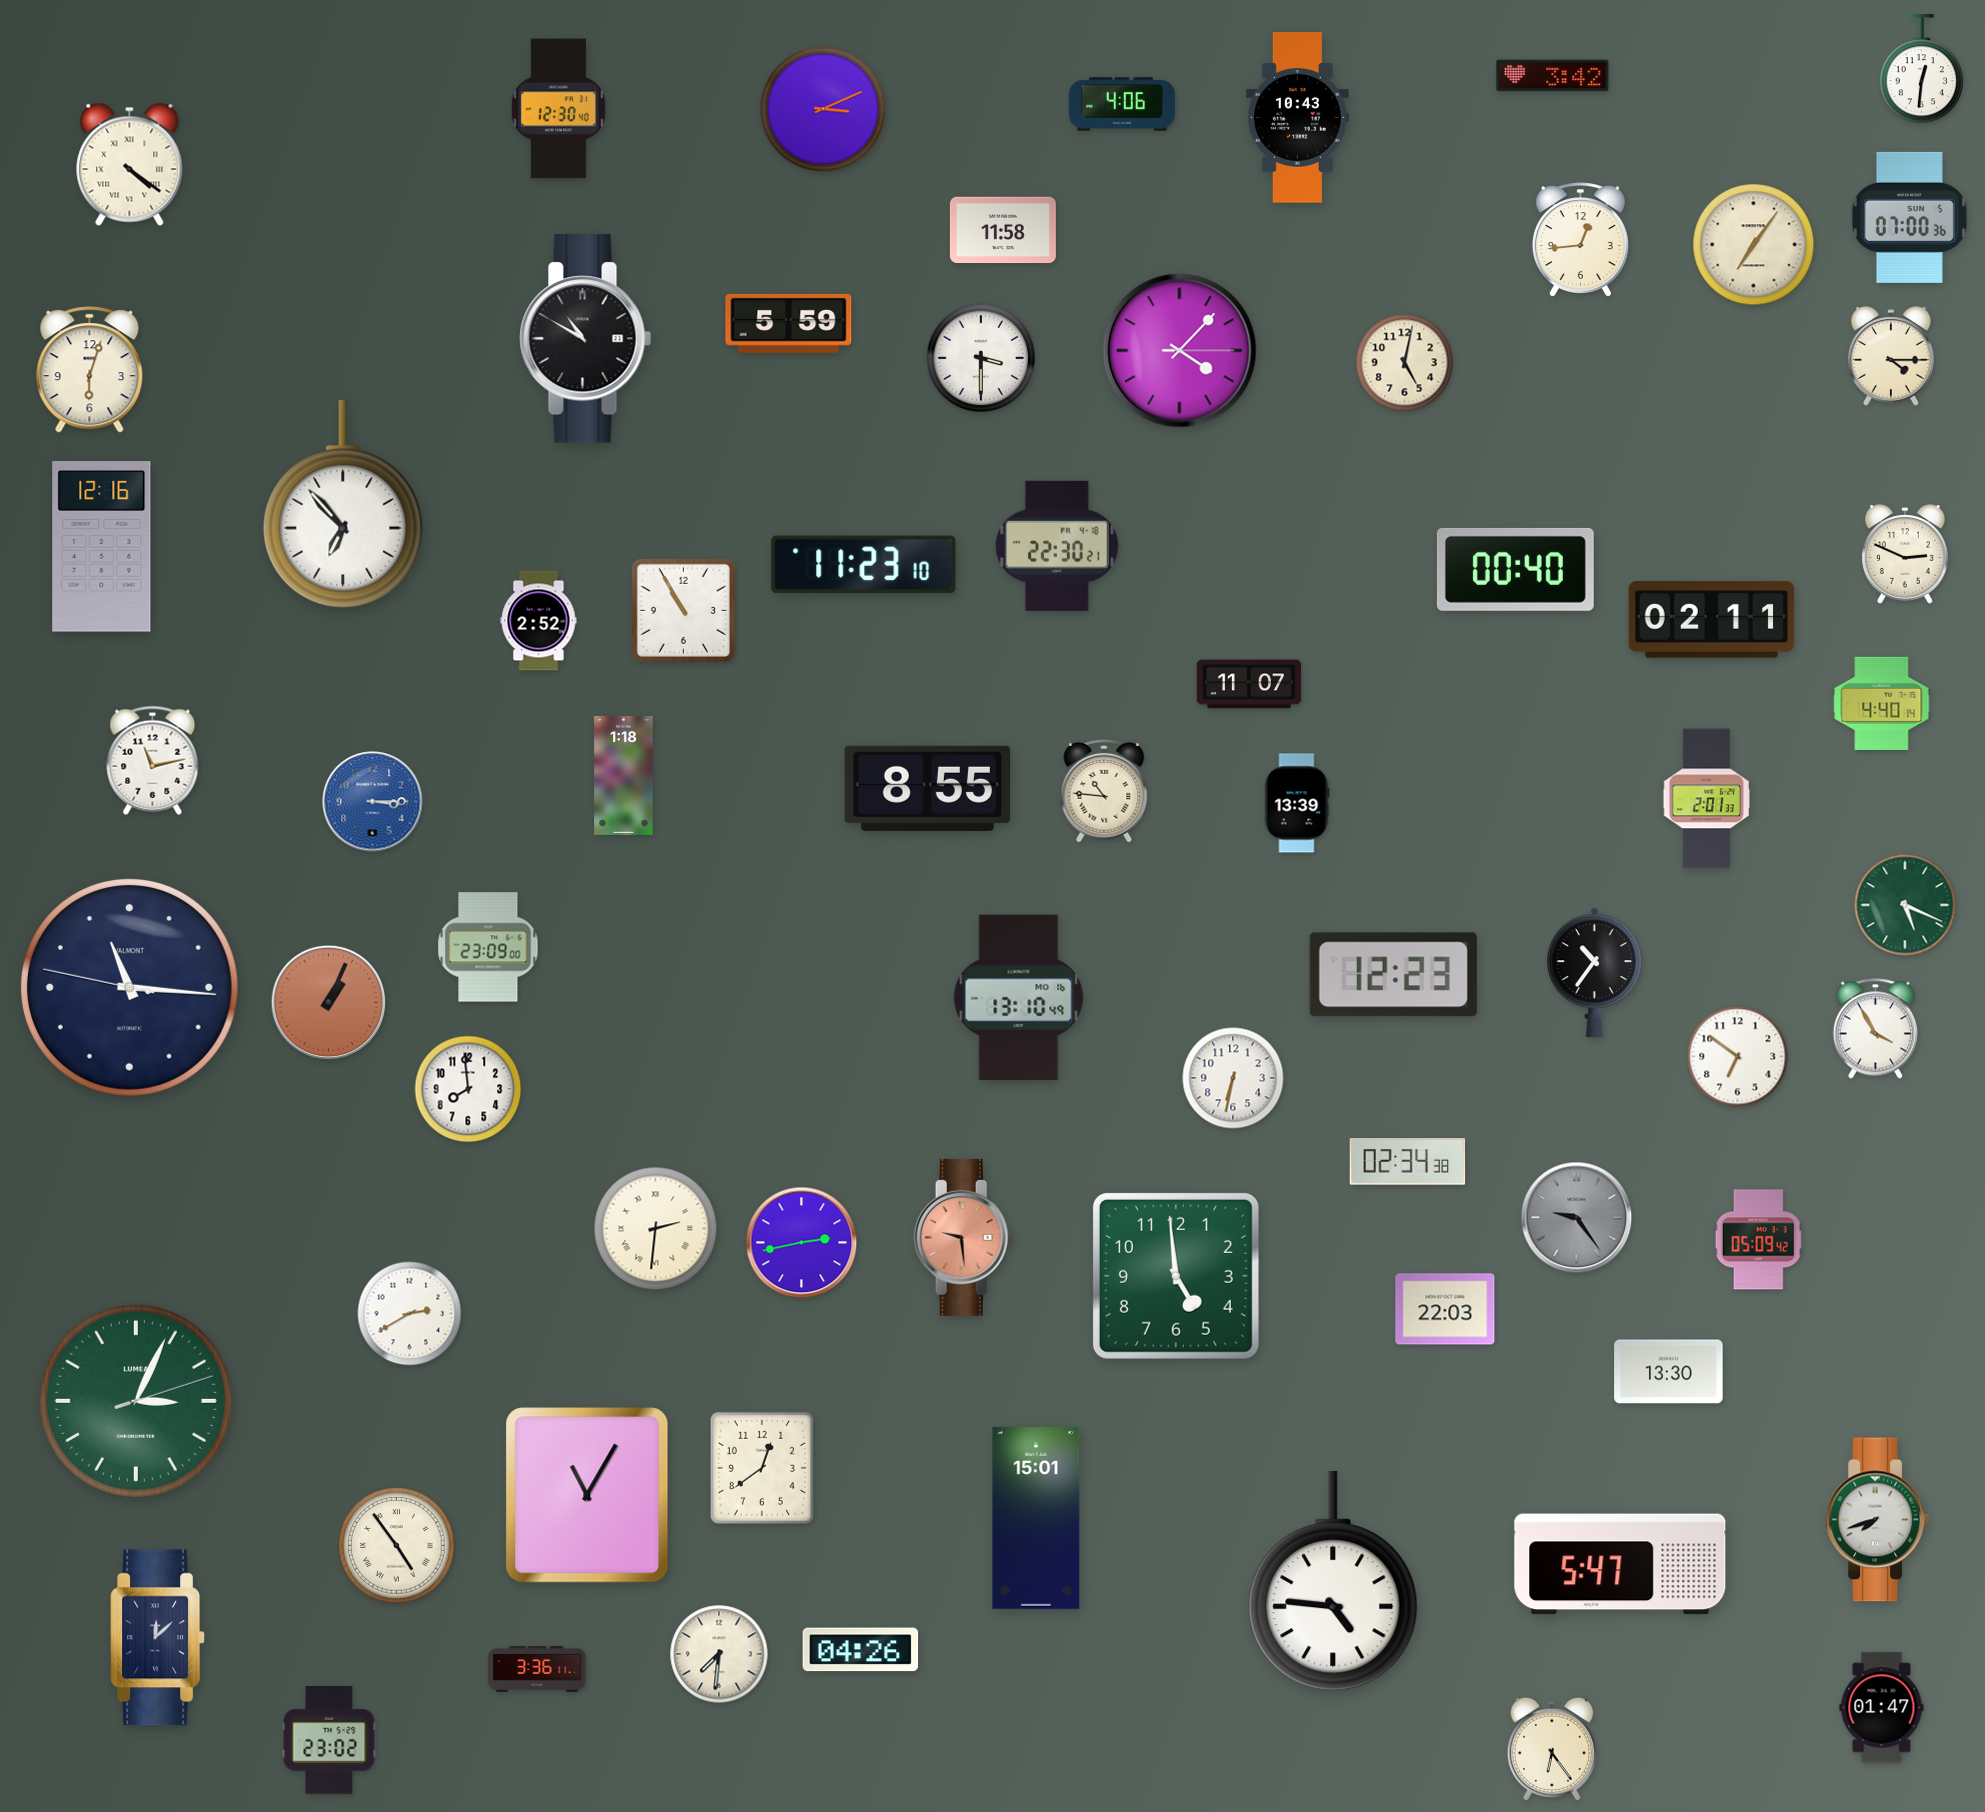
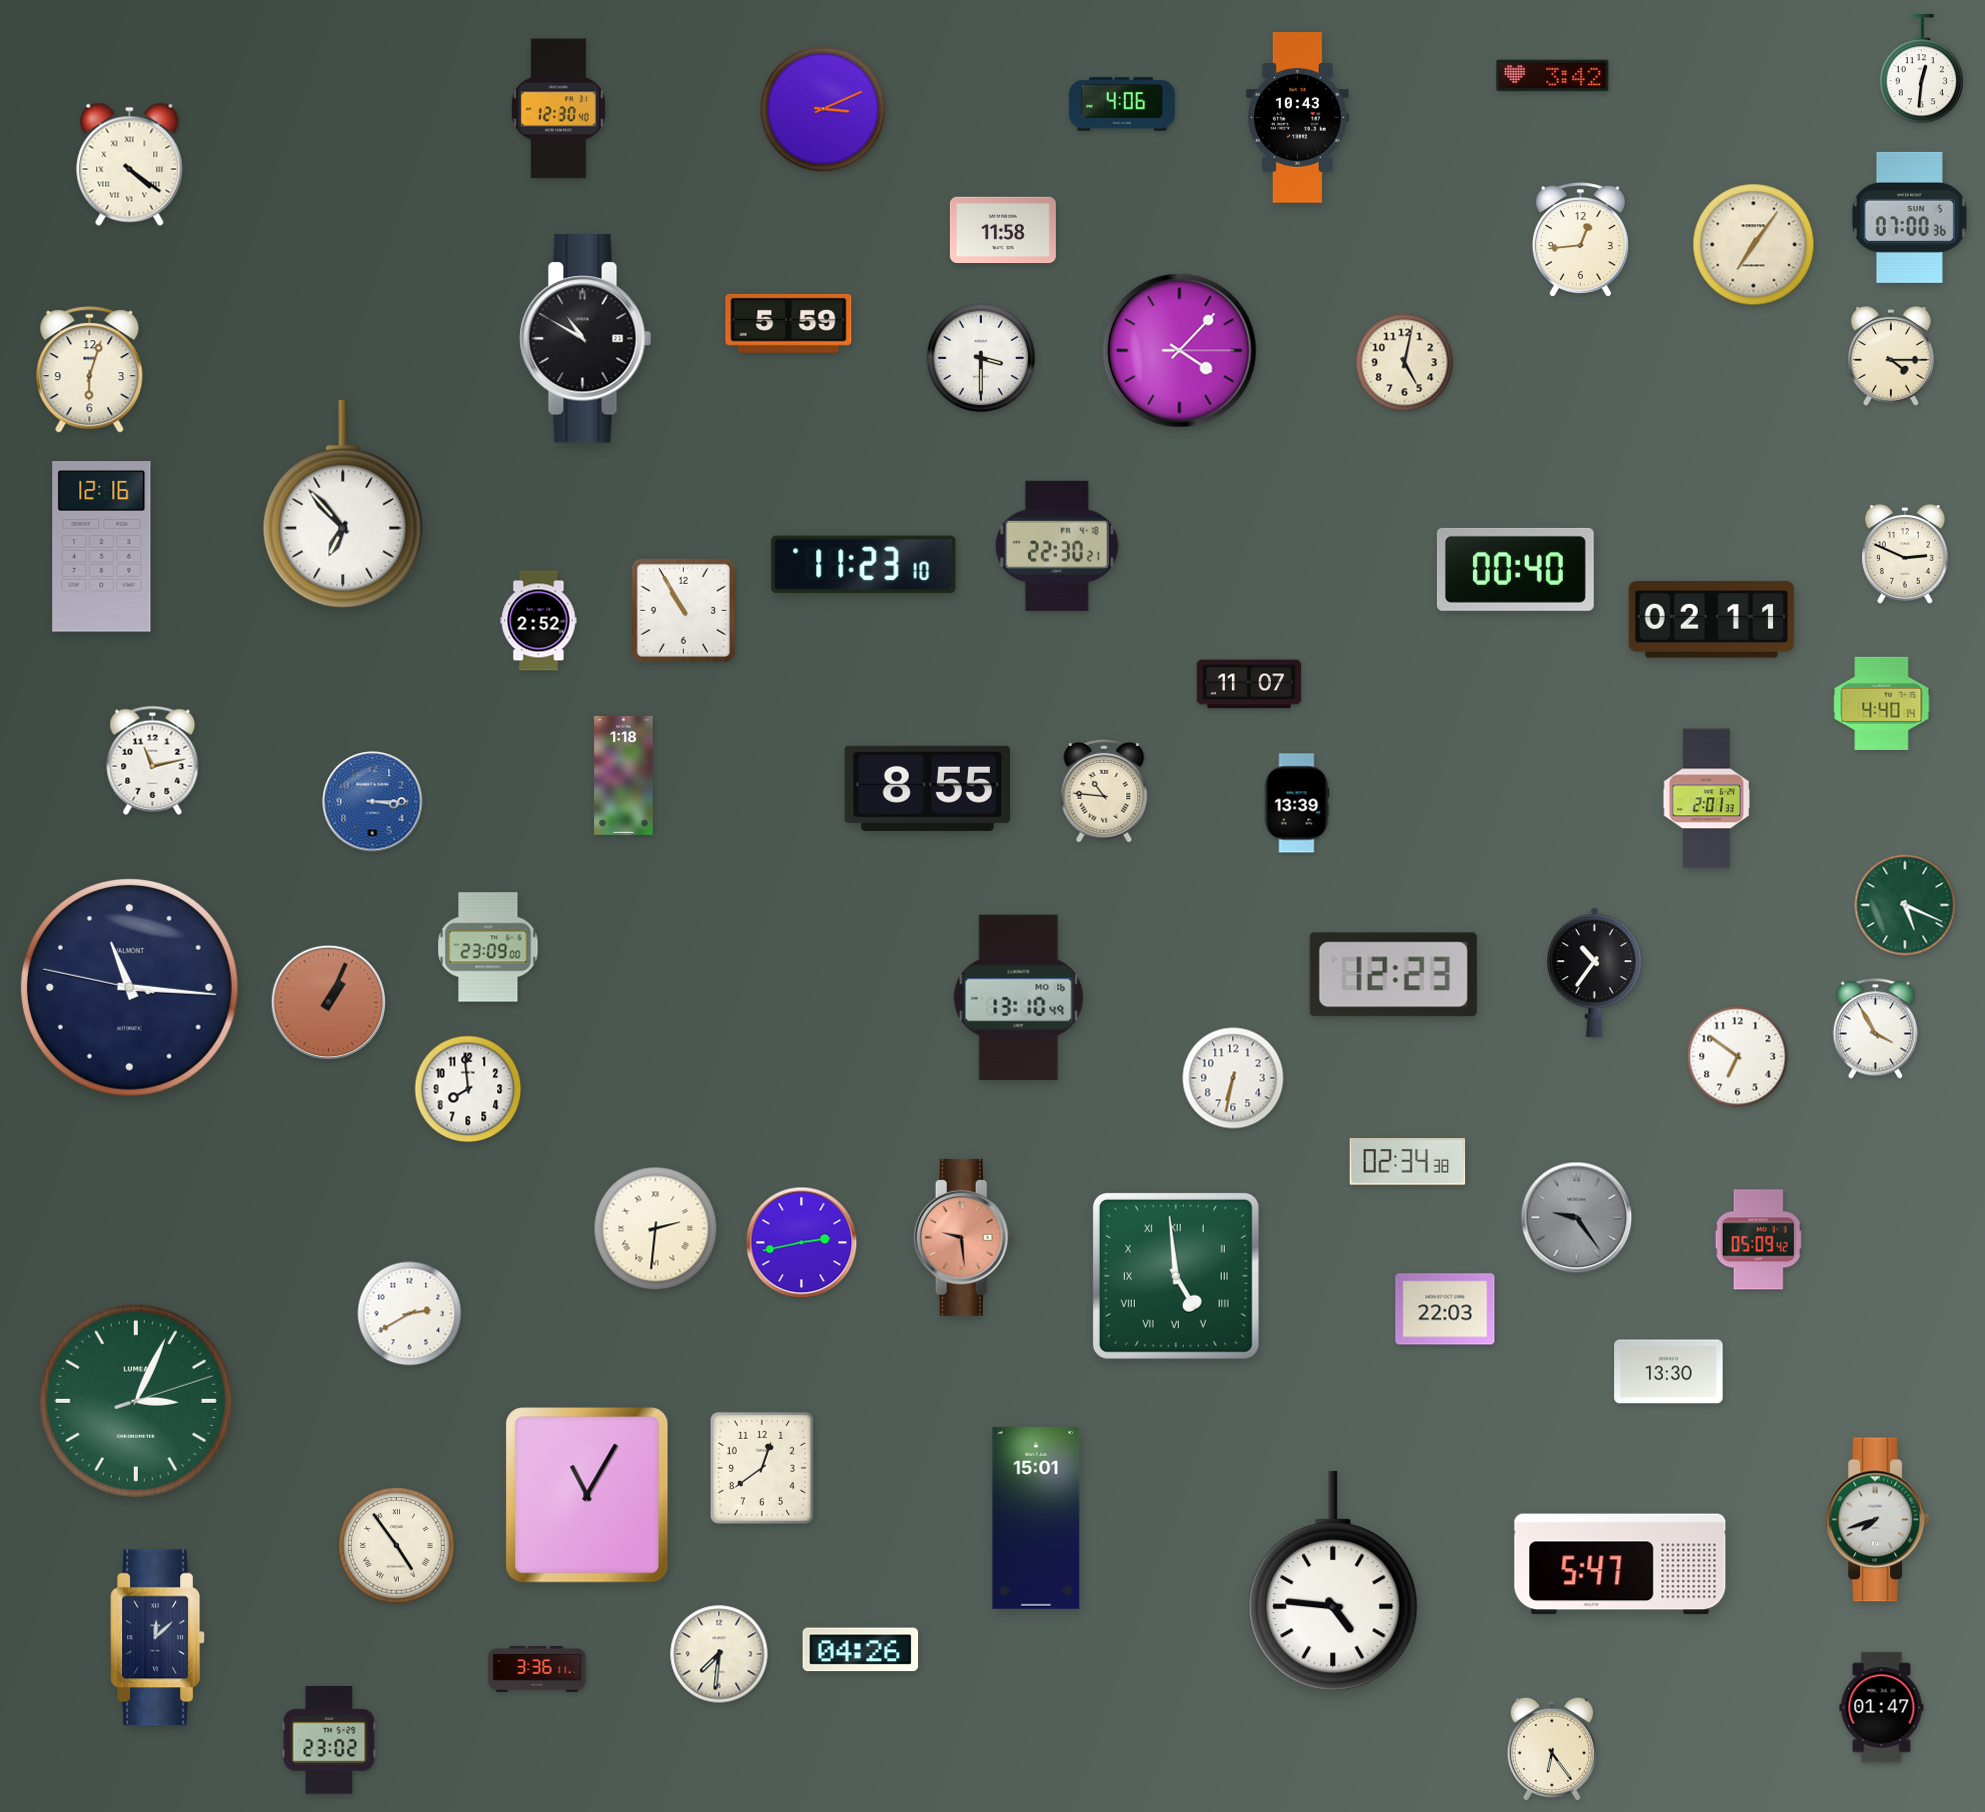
clock at (1176, 1276) numerals: Arabic -> Roman
